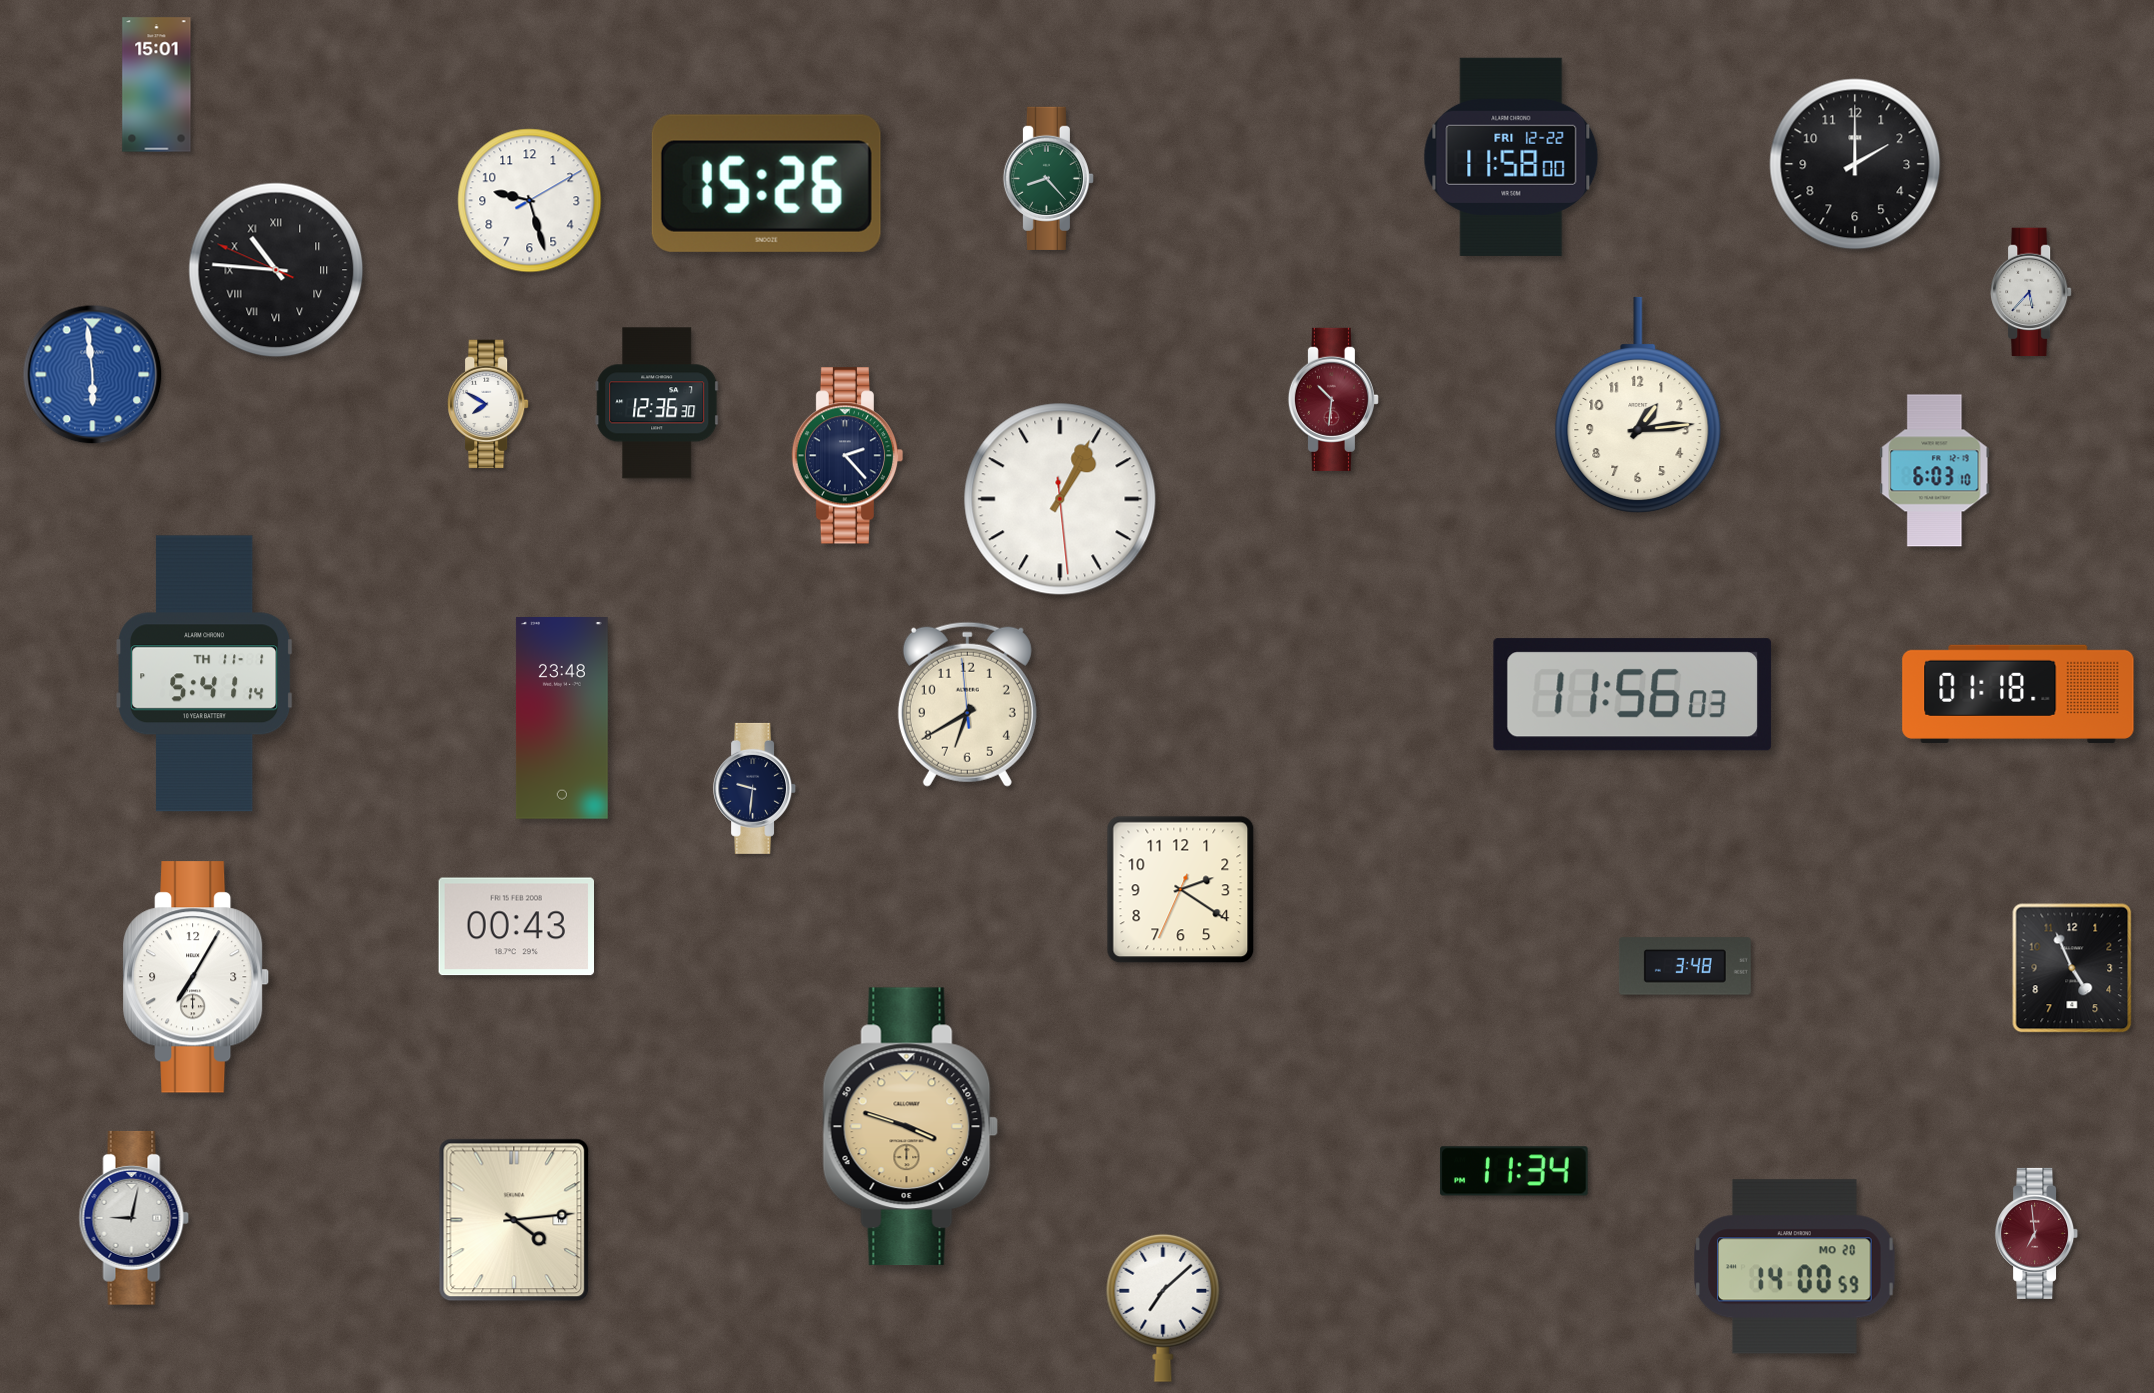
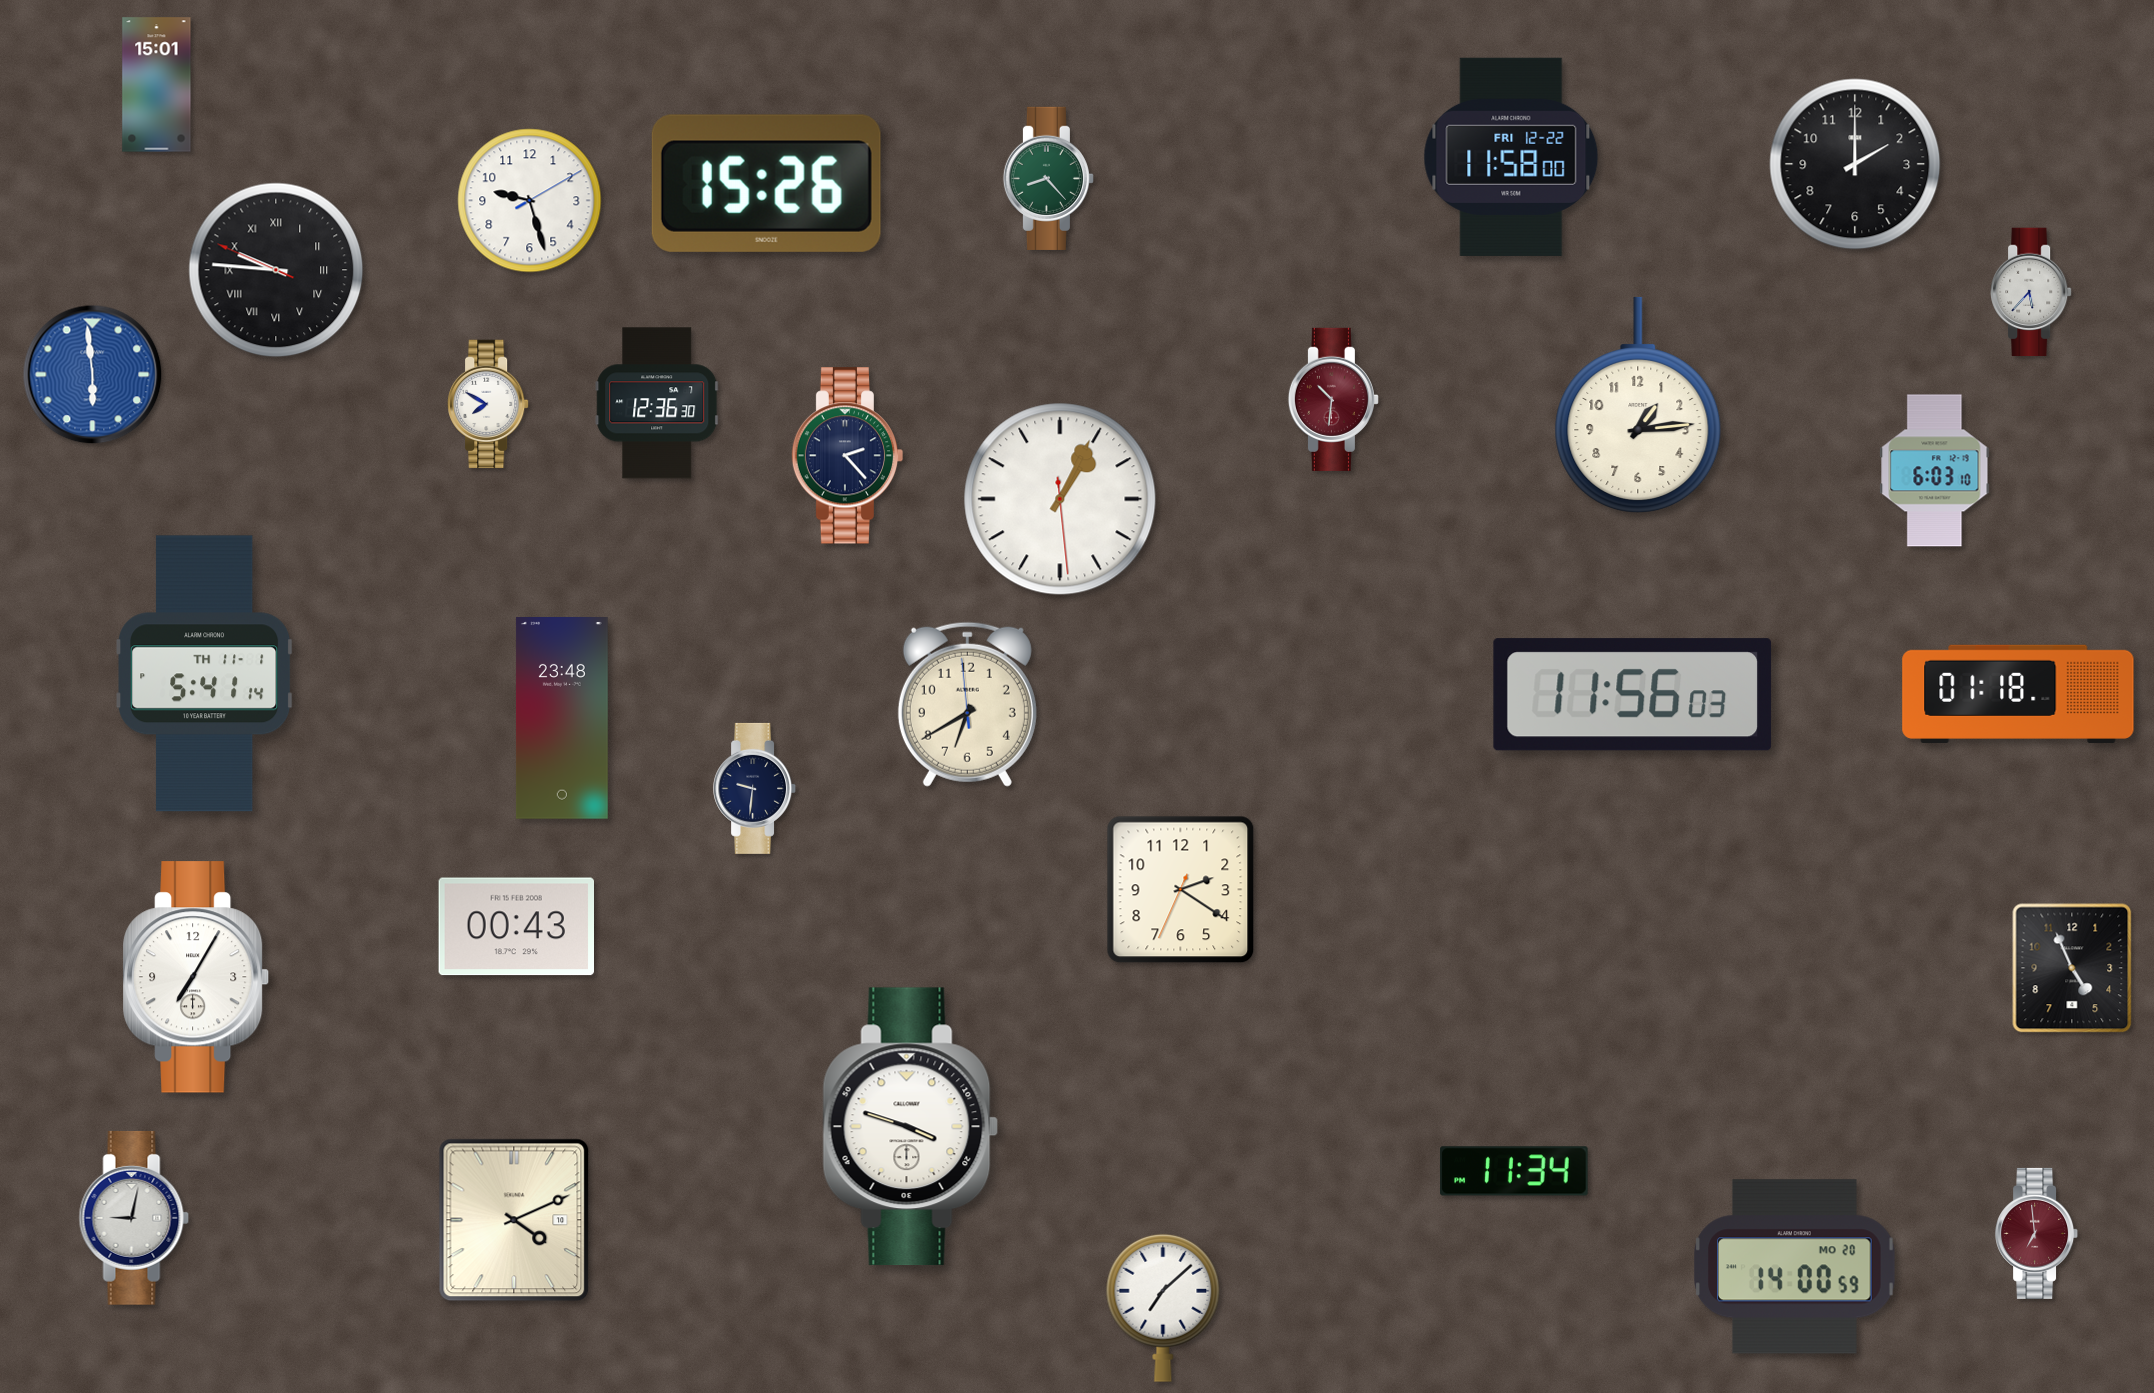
clock at (276, 270): 10:45 -> 9:45
clock at (1685, 966): 3:48 -> none
clock at (911, 1127) dial: champagne -> white
clock at (514, 1220): 4:14 -> 4:11
